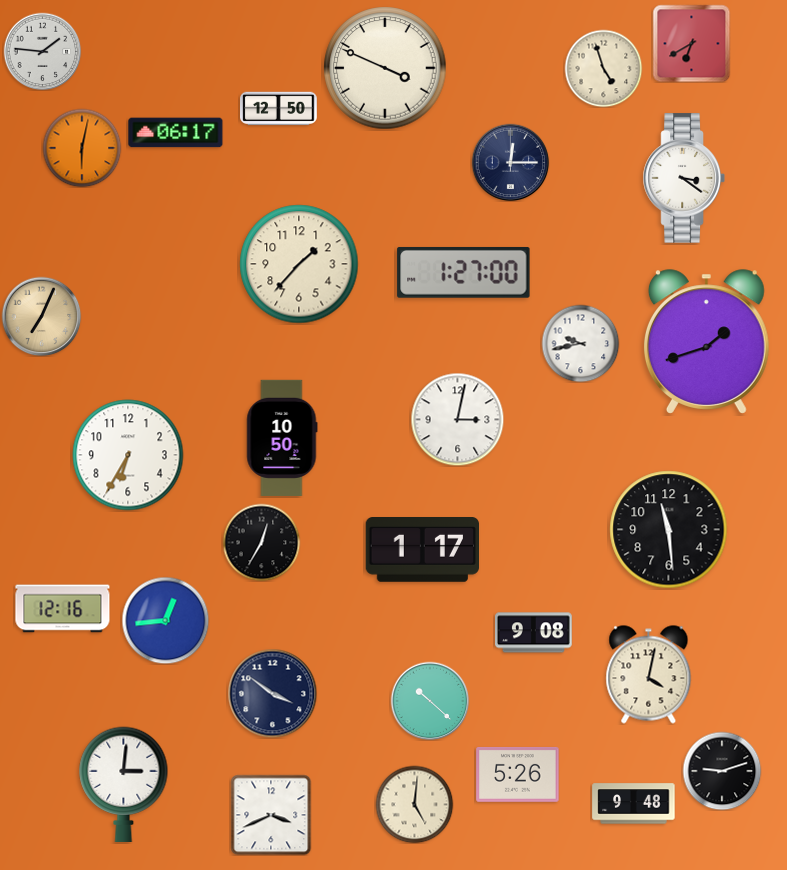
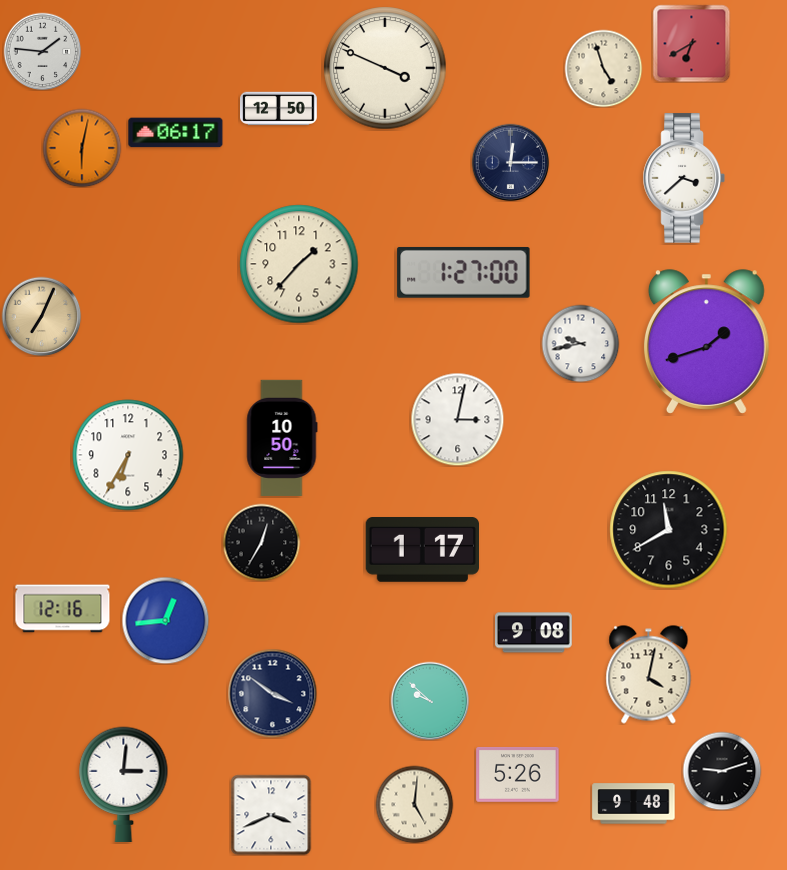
clock at (684, 178): 3:21 -> 3:38
clock at (669, 530): 11:29 -> 11:40
clock at (430, 701): 10:22 -> 9:52
